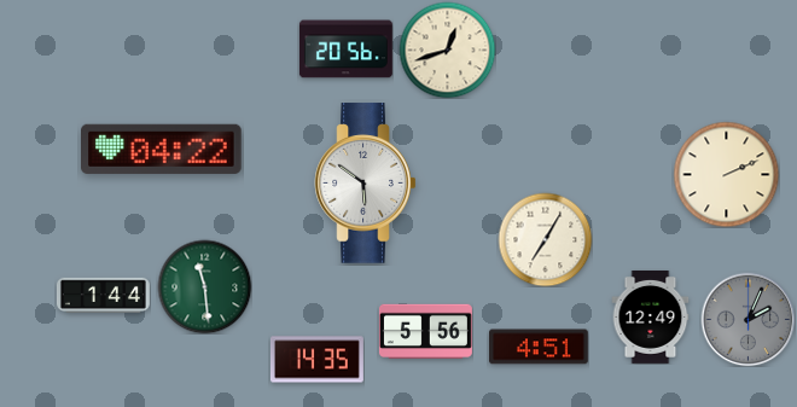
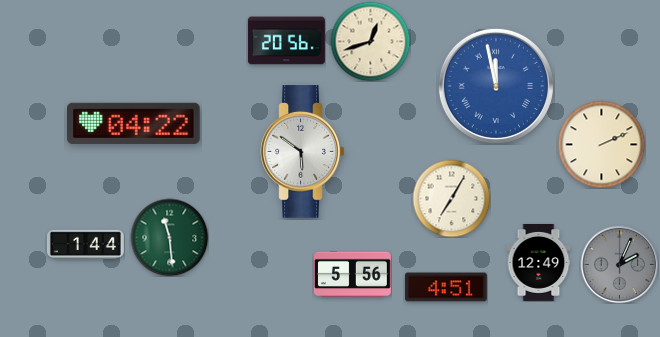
clock at (496, 86): none -> 11:58
clock at (316, 360): 14:35 -> none
